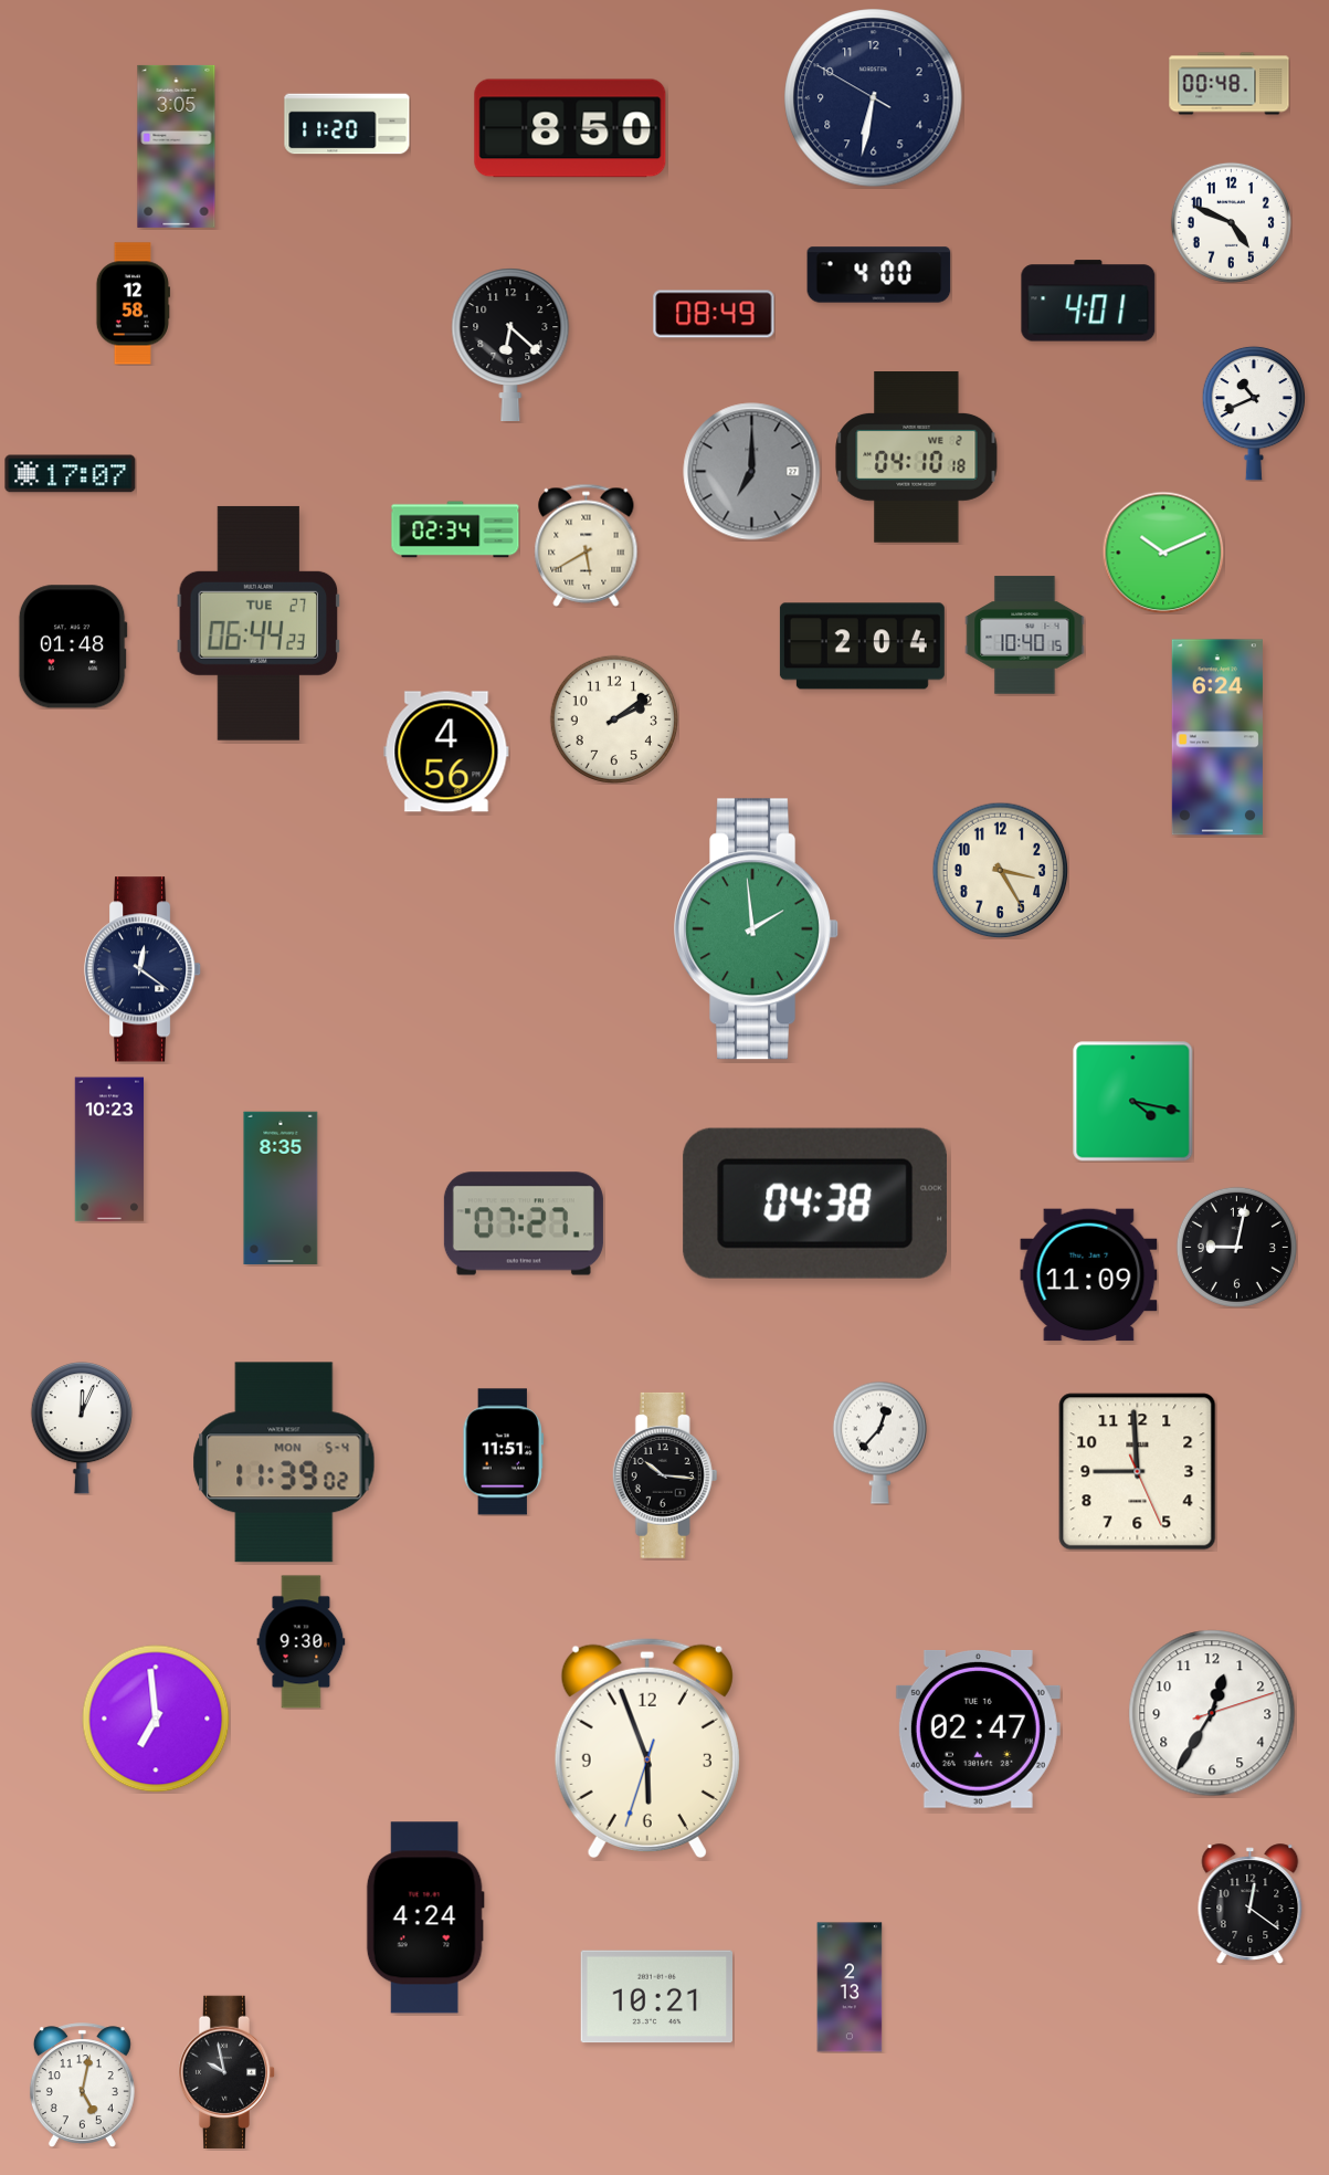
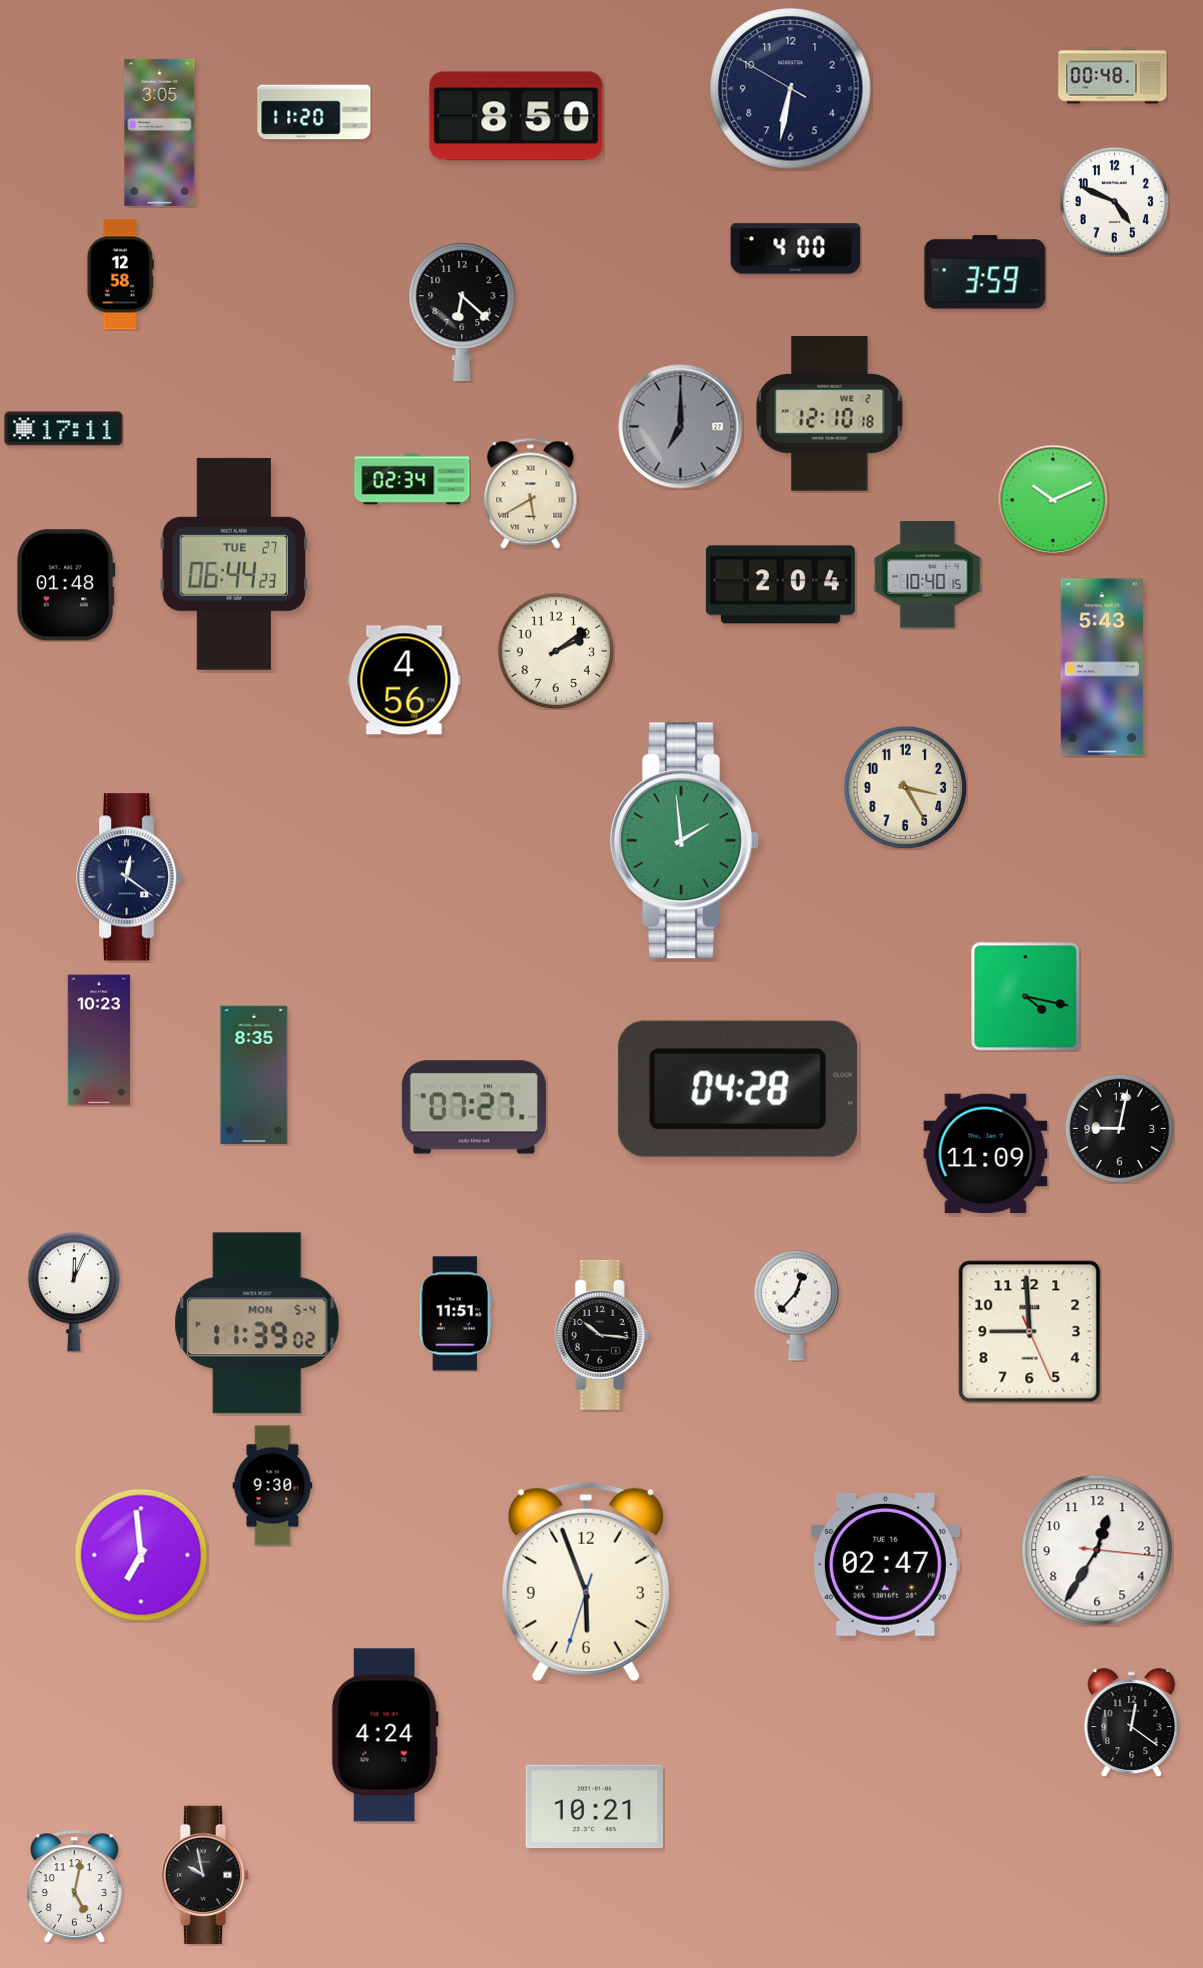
clock at (1088, 301): 4:01 -> 3:59
clock at (714, 314): 08:49 -> none
clock at (1254, 413): 10:41 -> none
clock at (917, 458): 04:10 -> 12:10
clock at (71, 474): 17:07 -> 17:11
clock at (1217, 737): 6:24 -> 5:43
clock at (815, 1204): 04:38 -> 04:28
clock at (1212, 1713): 12:35:12 -> 12:35:16
clock at (850, 1987): 2:13 -> none
